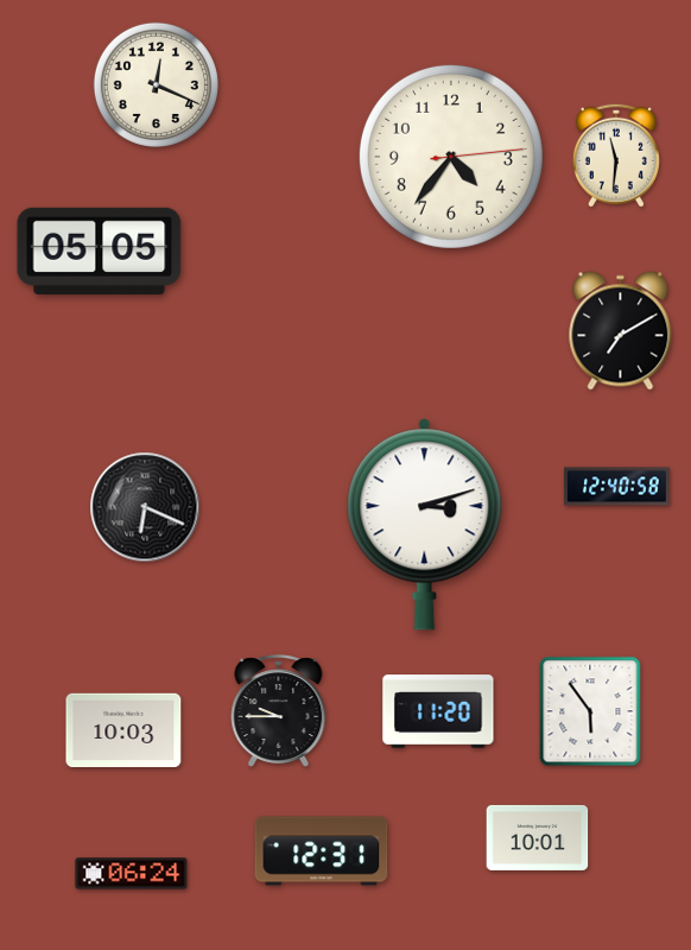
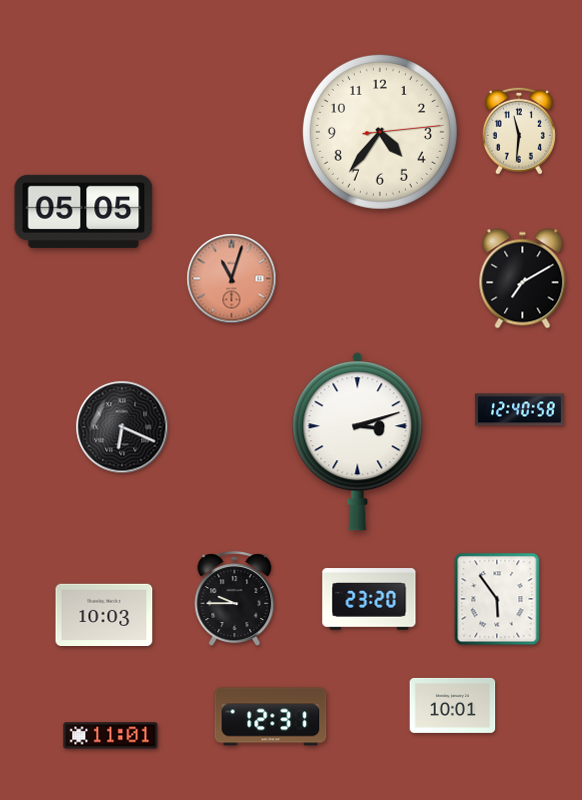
clock at (156, 84): 12:19 -> none
clock at (232, 279): none -> 11:03
clock at (438, 711): 11:20 -> 23:20
clock at (132, 874): 06:24 -> 11:01
